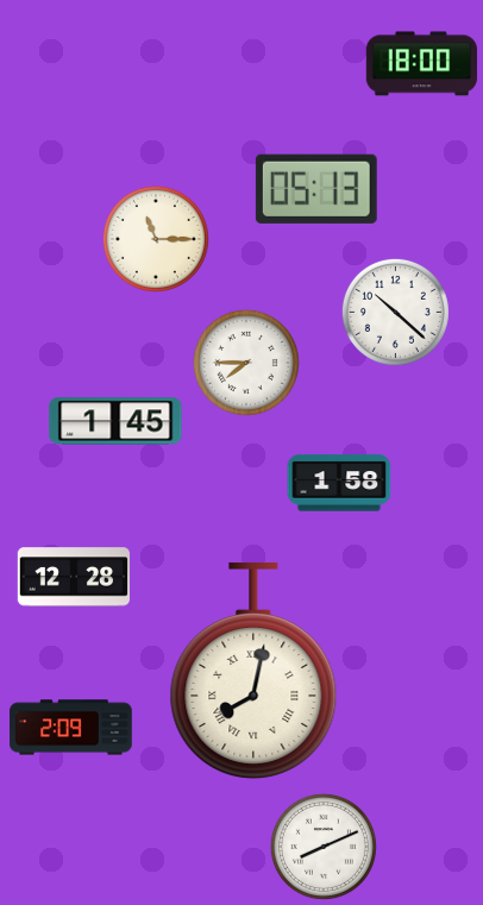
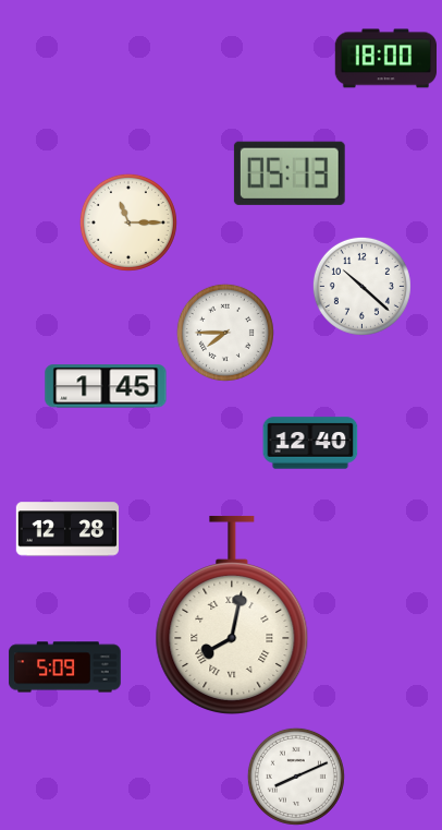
clock at (156, 239) position: (156, 239) -> (128, 222)
clock at (339, 483): 1:58 -> 12:40
clock at (71, 728): 2:09 -> 5:09
